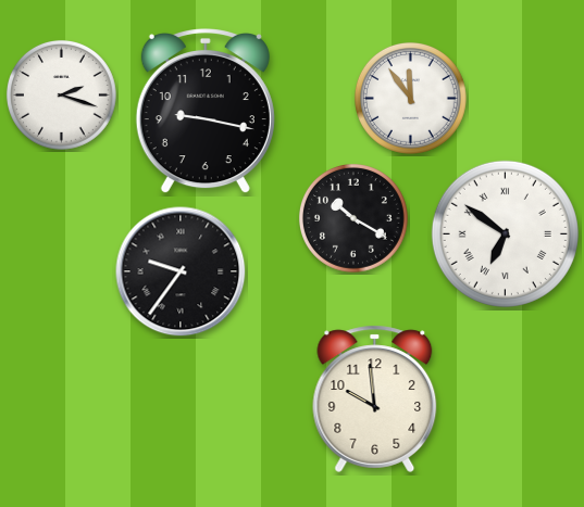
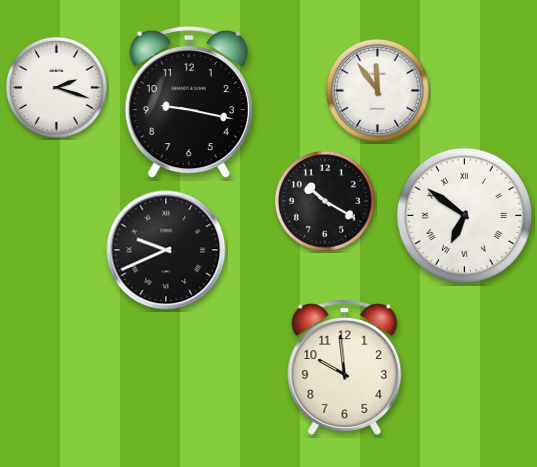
clock at (181, 271): 9:36 -> 9:41
